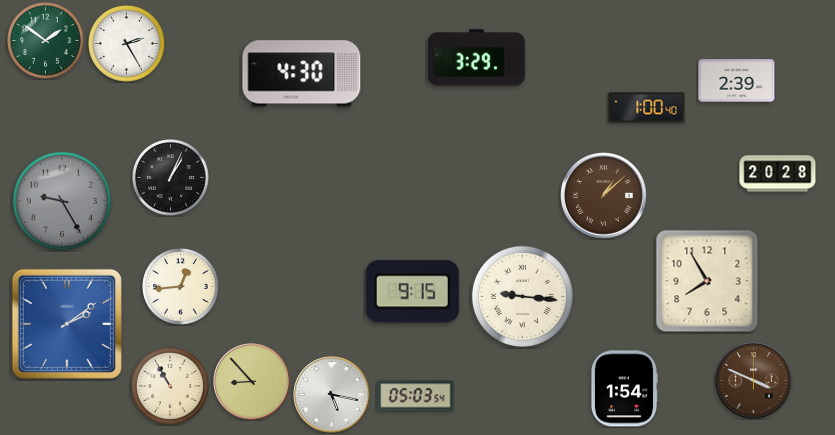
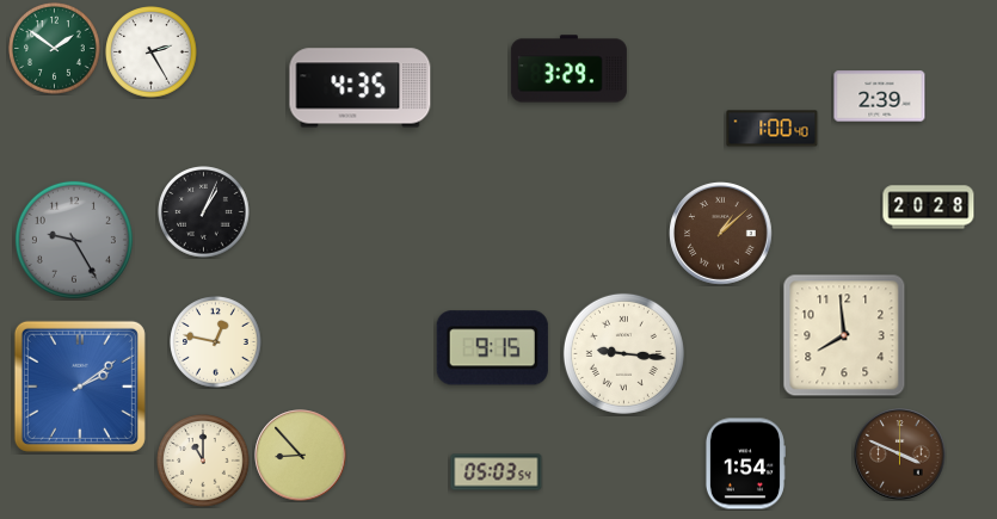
clock at (302, 74): 4:30 -> 4:35
clock at (707, 281): 7:55 -> 7:59
clock at (181, 287): 12:44 -> 12:47
clock at (170, 386): 10:55 -> 11:00
clock at (332, 395): 5:17 -> none
